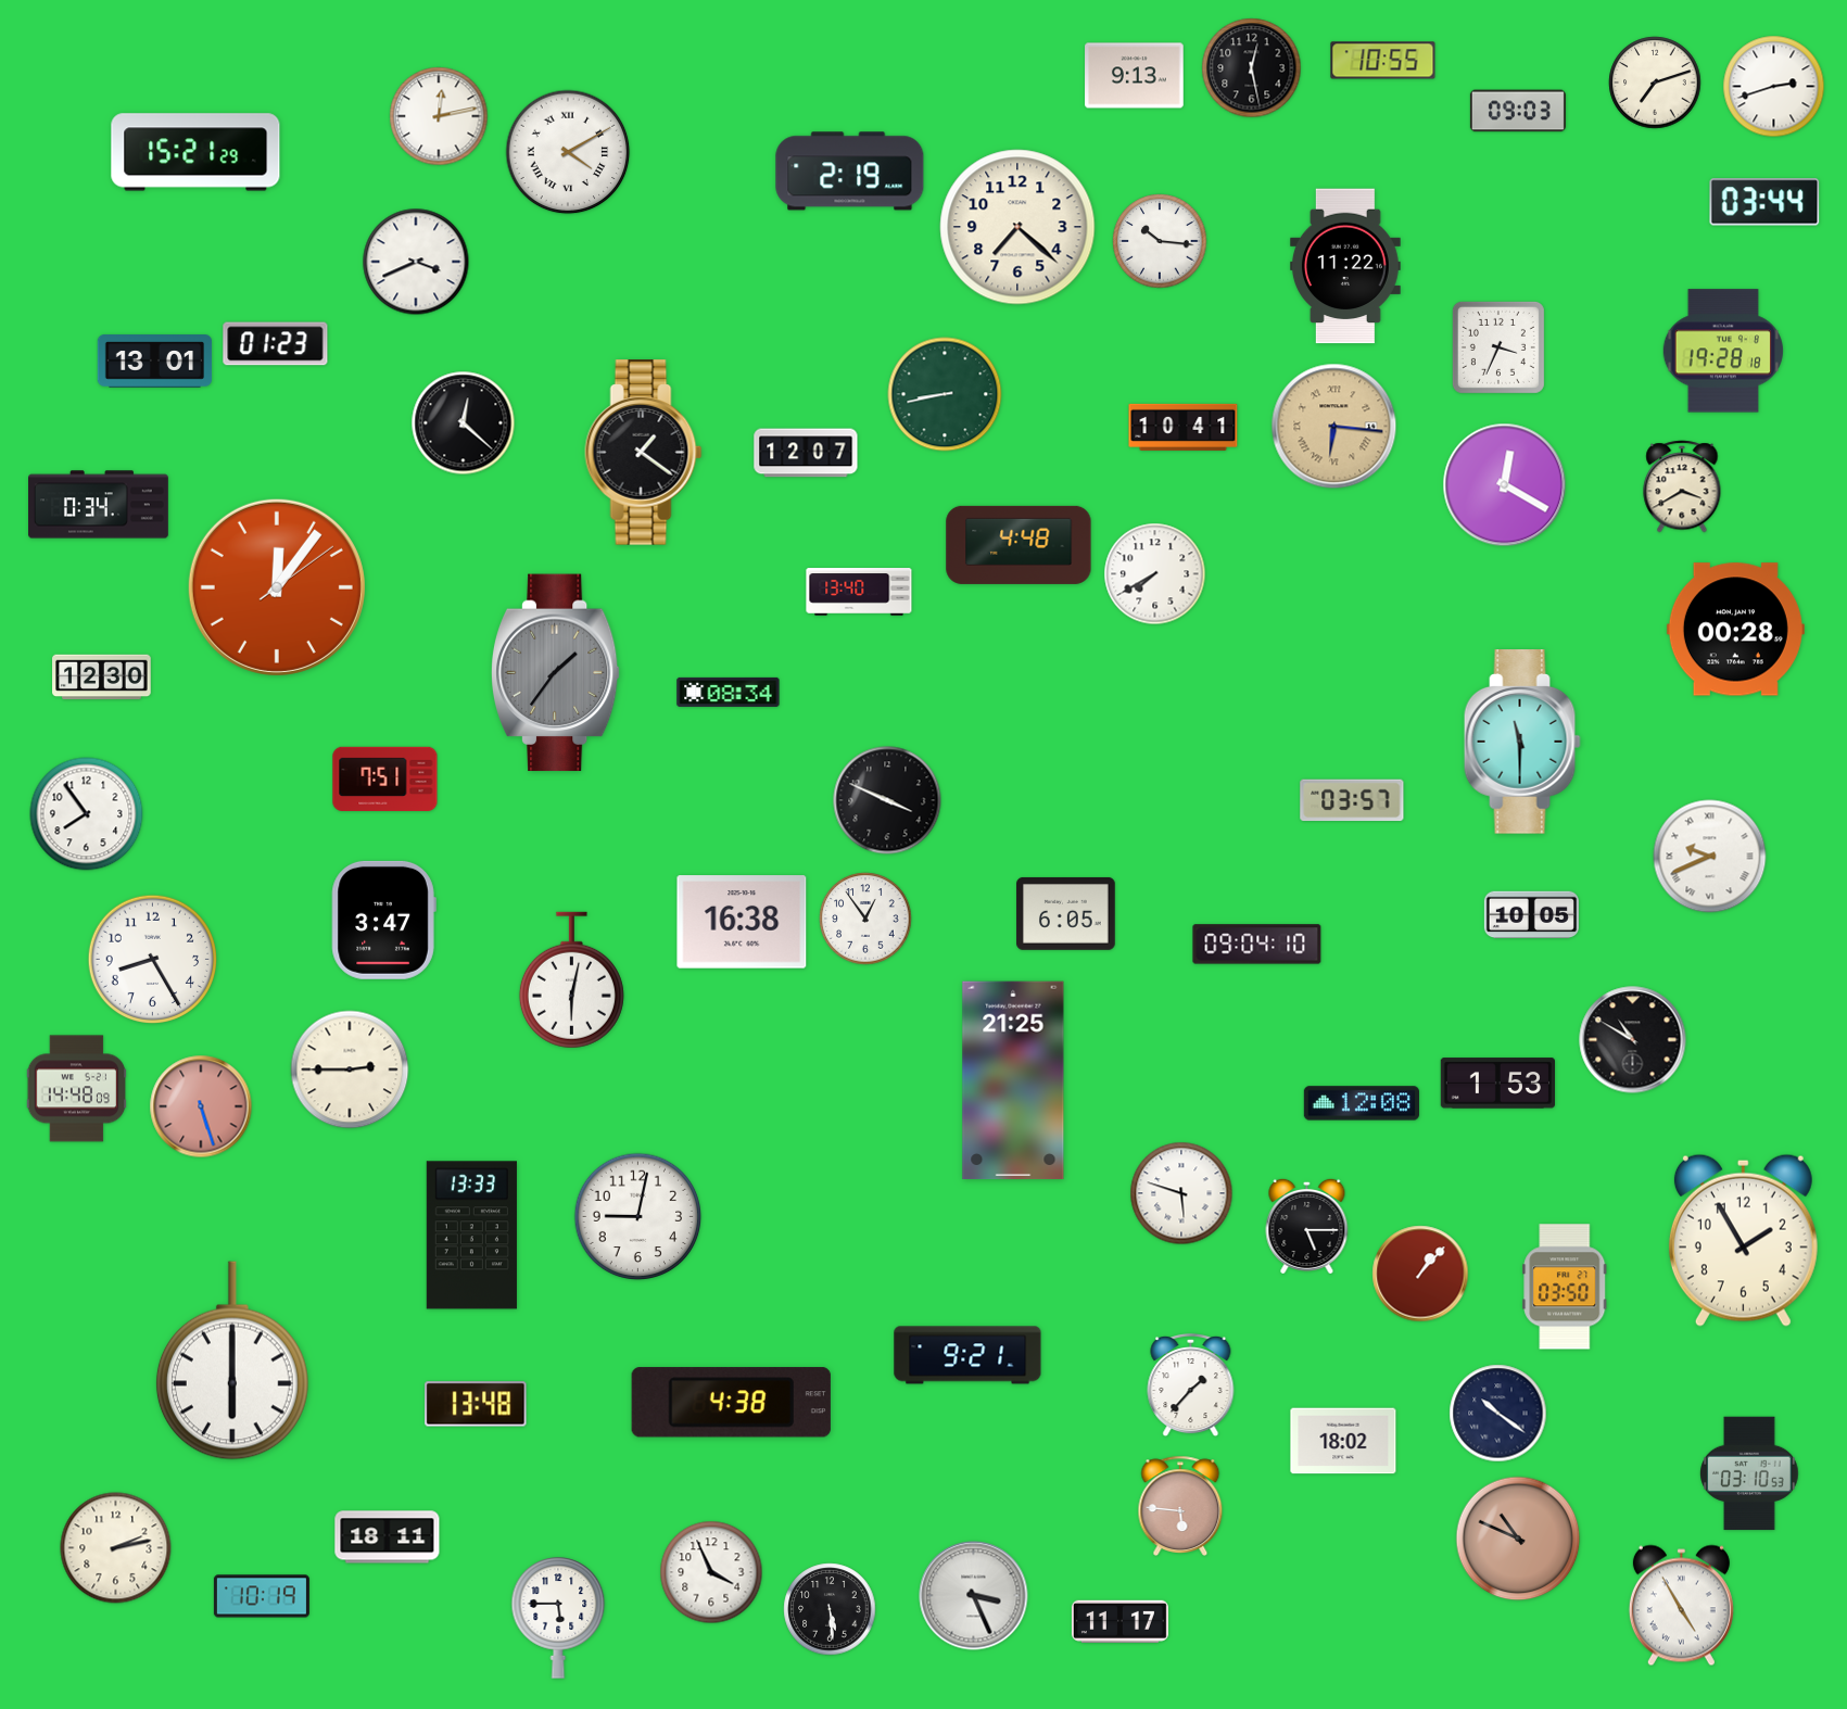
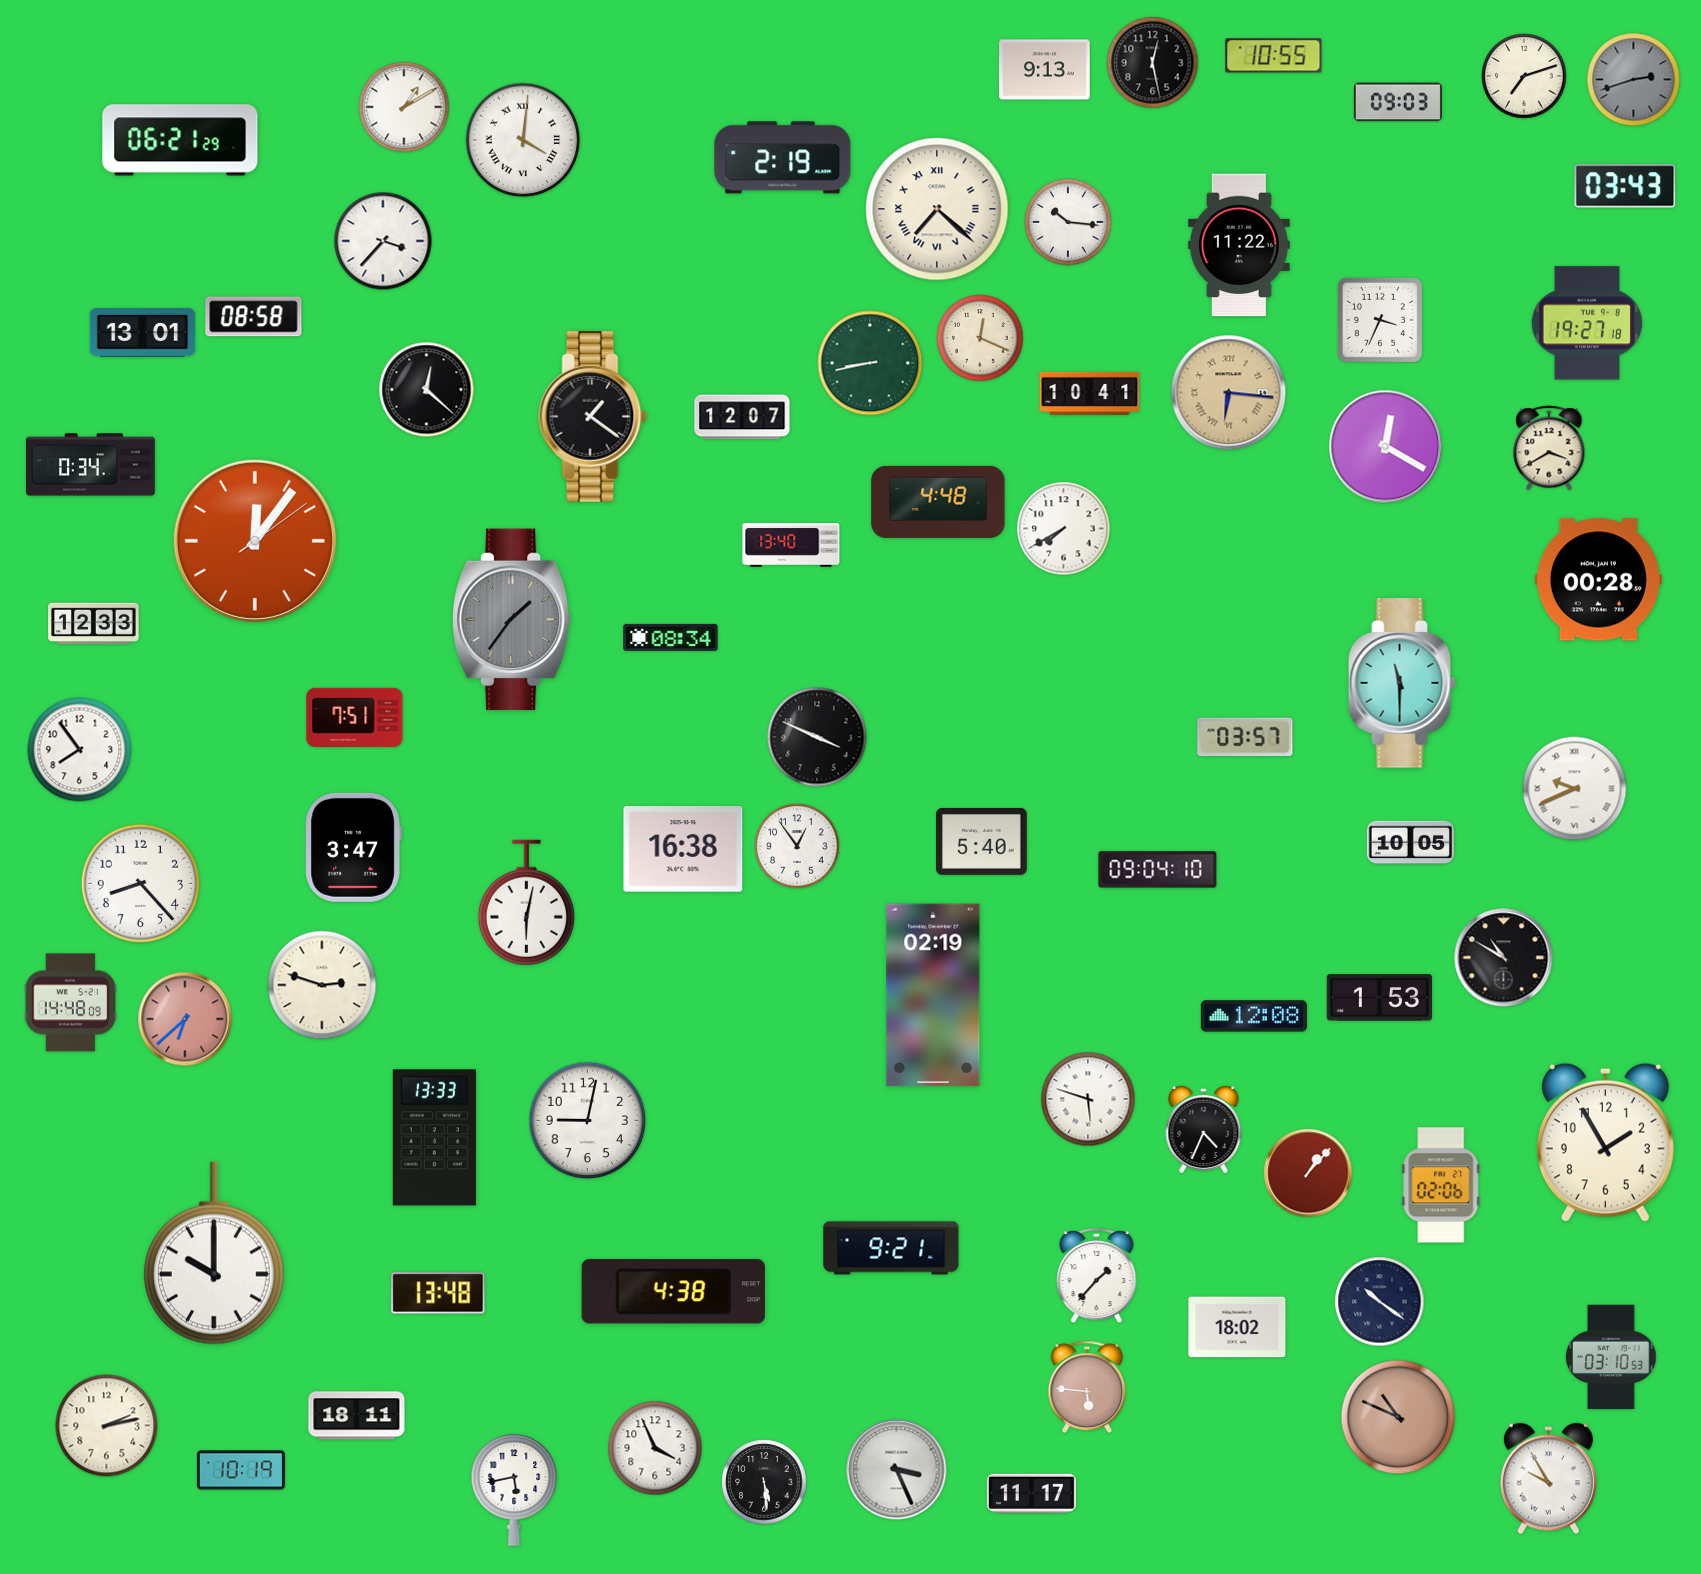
clock at (1774, 87) dial: white -> grey
clock at (439, 116): 12:13 -> 1:10
clock at (195, 152): 15:21 -> 06:21
clock at (568, 152): 4:10 -> 4:01
clock at (1764, 202): 03:44 -> 03:43
clock at (1017, 227) numerals: Arabic -> Roman
clock at (416, 262): 3:41 -> 3:37
clock at (276, 344): 01:23 -> 08:58
clock at (1723, 351): 19:28 -> 19:27
clock at (980, 338): none -> 12:19
clock at (102, 678): 12:30 -> 12:33
clock at (1066, 913): 6:05 -> 5:40
clock at (152, 959): 8:25 -> 8:23
clock at (350, 1069): 2:45 -> 2:48
clock at (1013, 1080): 21:25 -> 02:19
clock at (201, 1106): 5:27 -> 6:38
clock at (1307, 1226): 5:15 -> 4:34
clock at (1565, 1287): 03:50 -> 02:06
clock at (232, 1360): 6:00 -> 10:00
clock at (1681, 1606): 4:55 -> 9:55
clock at (558, 1618): 5:45 -> 5:43
